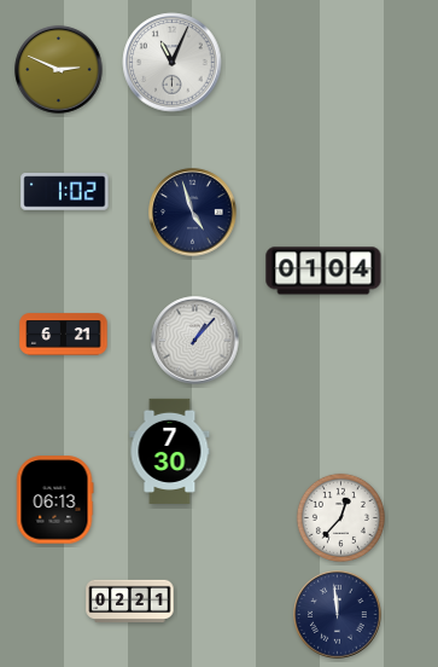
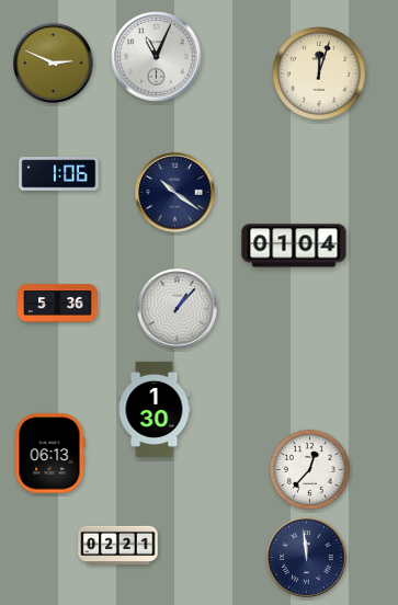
clock at (319, 73): none -> 12:03
clock at (65, 192): 1:02 -> 1:06
clock at (193, 213): 4:57 -> 10:21
clock at (64, 335): 6:21 -> 5:36
clock at (170, 451): 7:30 -> 1:30
